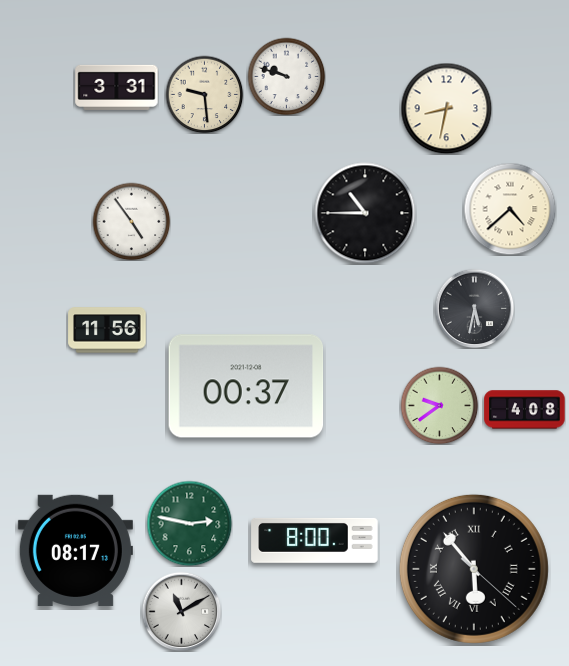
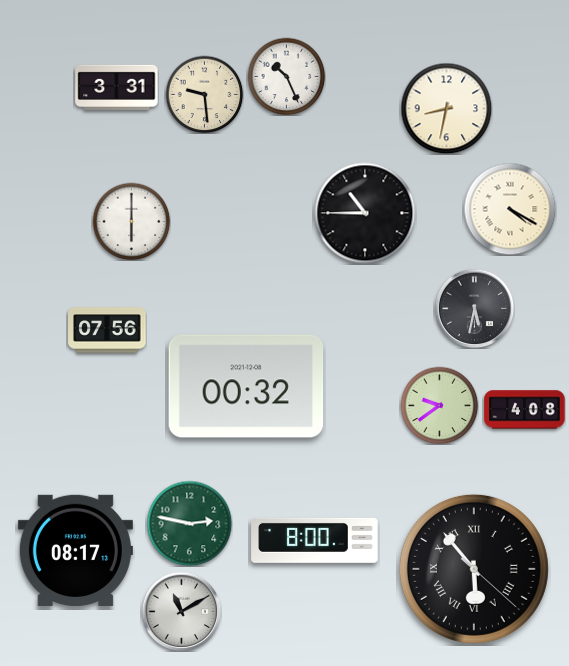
clock at (286, 76): 9:48 -> 10:26
clock at (510, 209): 4:38 -> 4:20
clock at (131, 221): 4:54 -> 6:00
clock at (107, 330): 11:56 -> 07:56
clock at (246, 386): 00:37 -> 00:32
